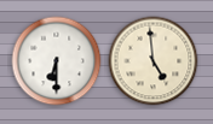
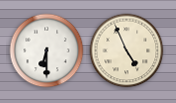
clock at (154, 61): 4:59 -> 4:56
